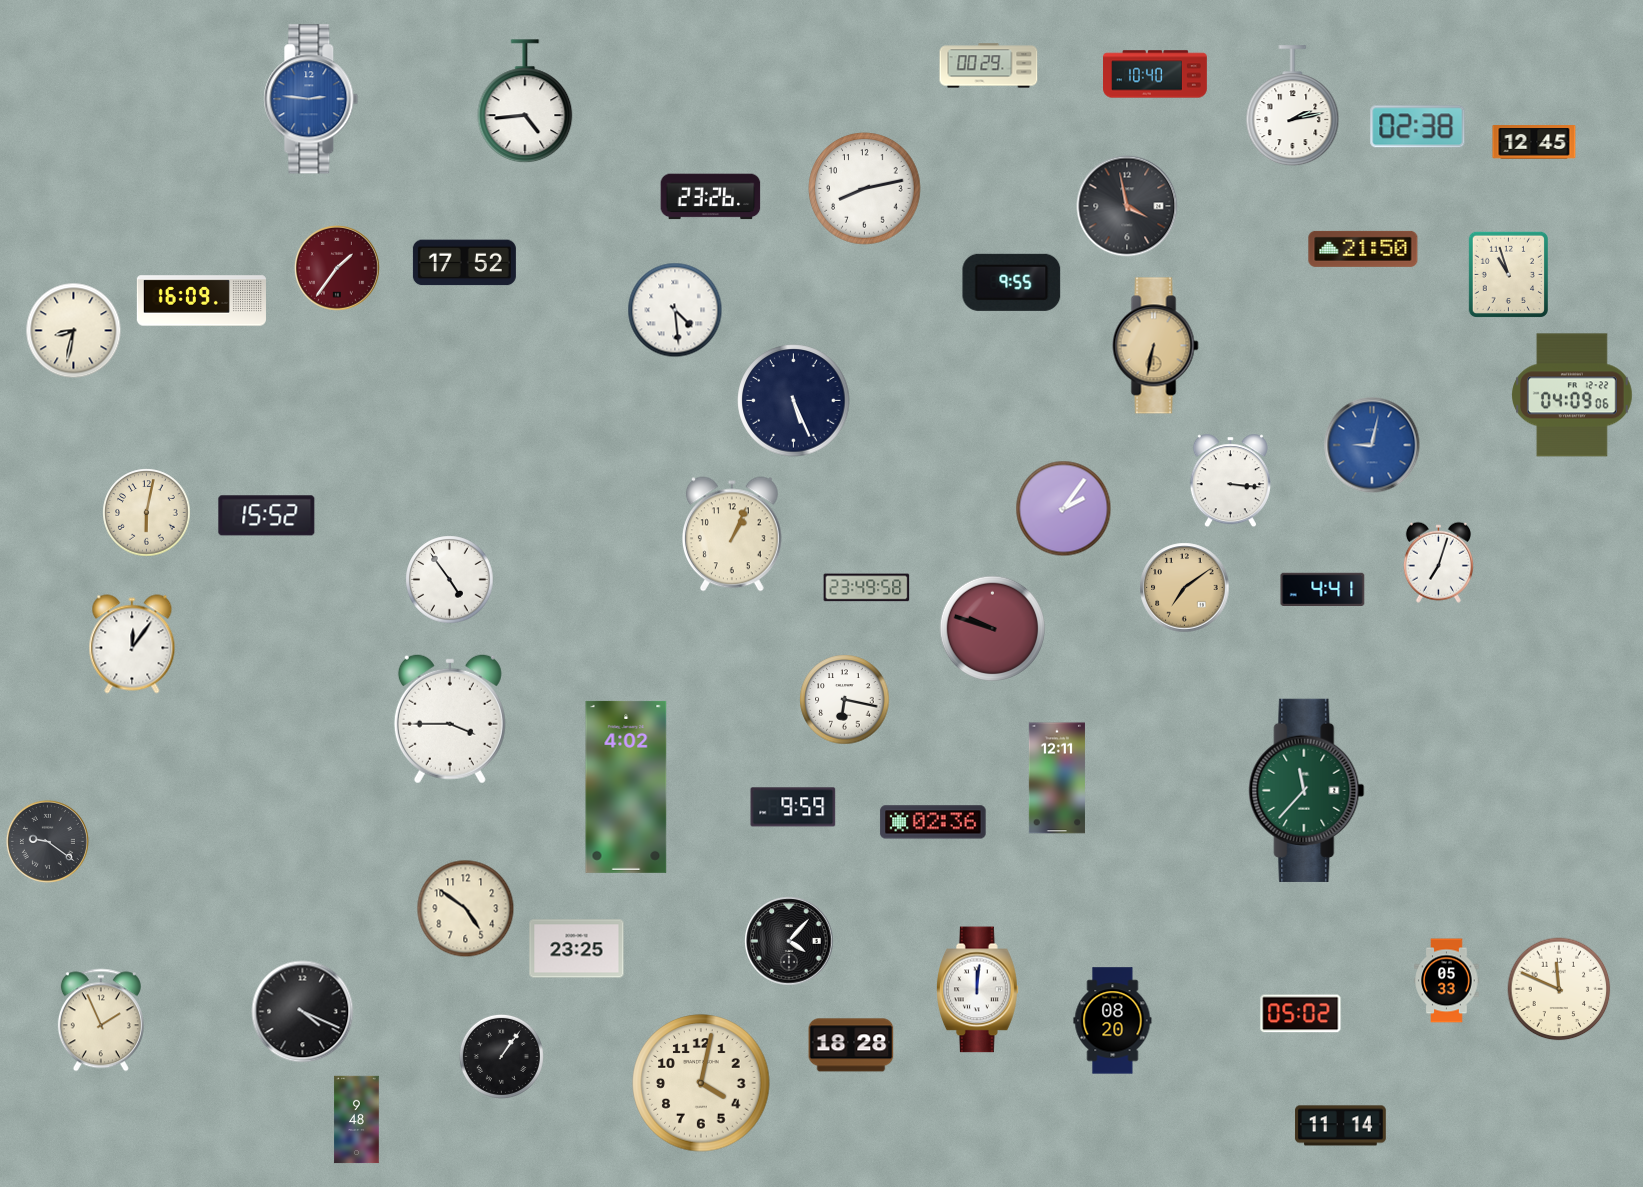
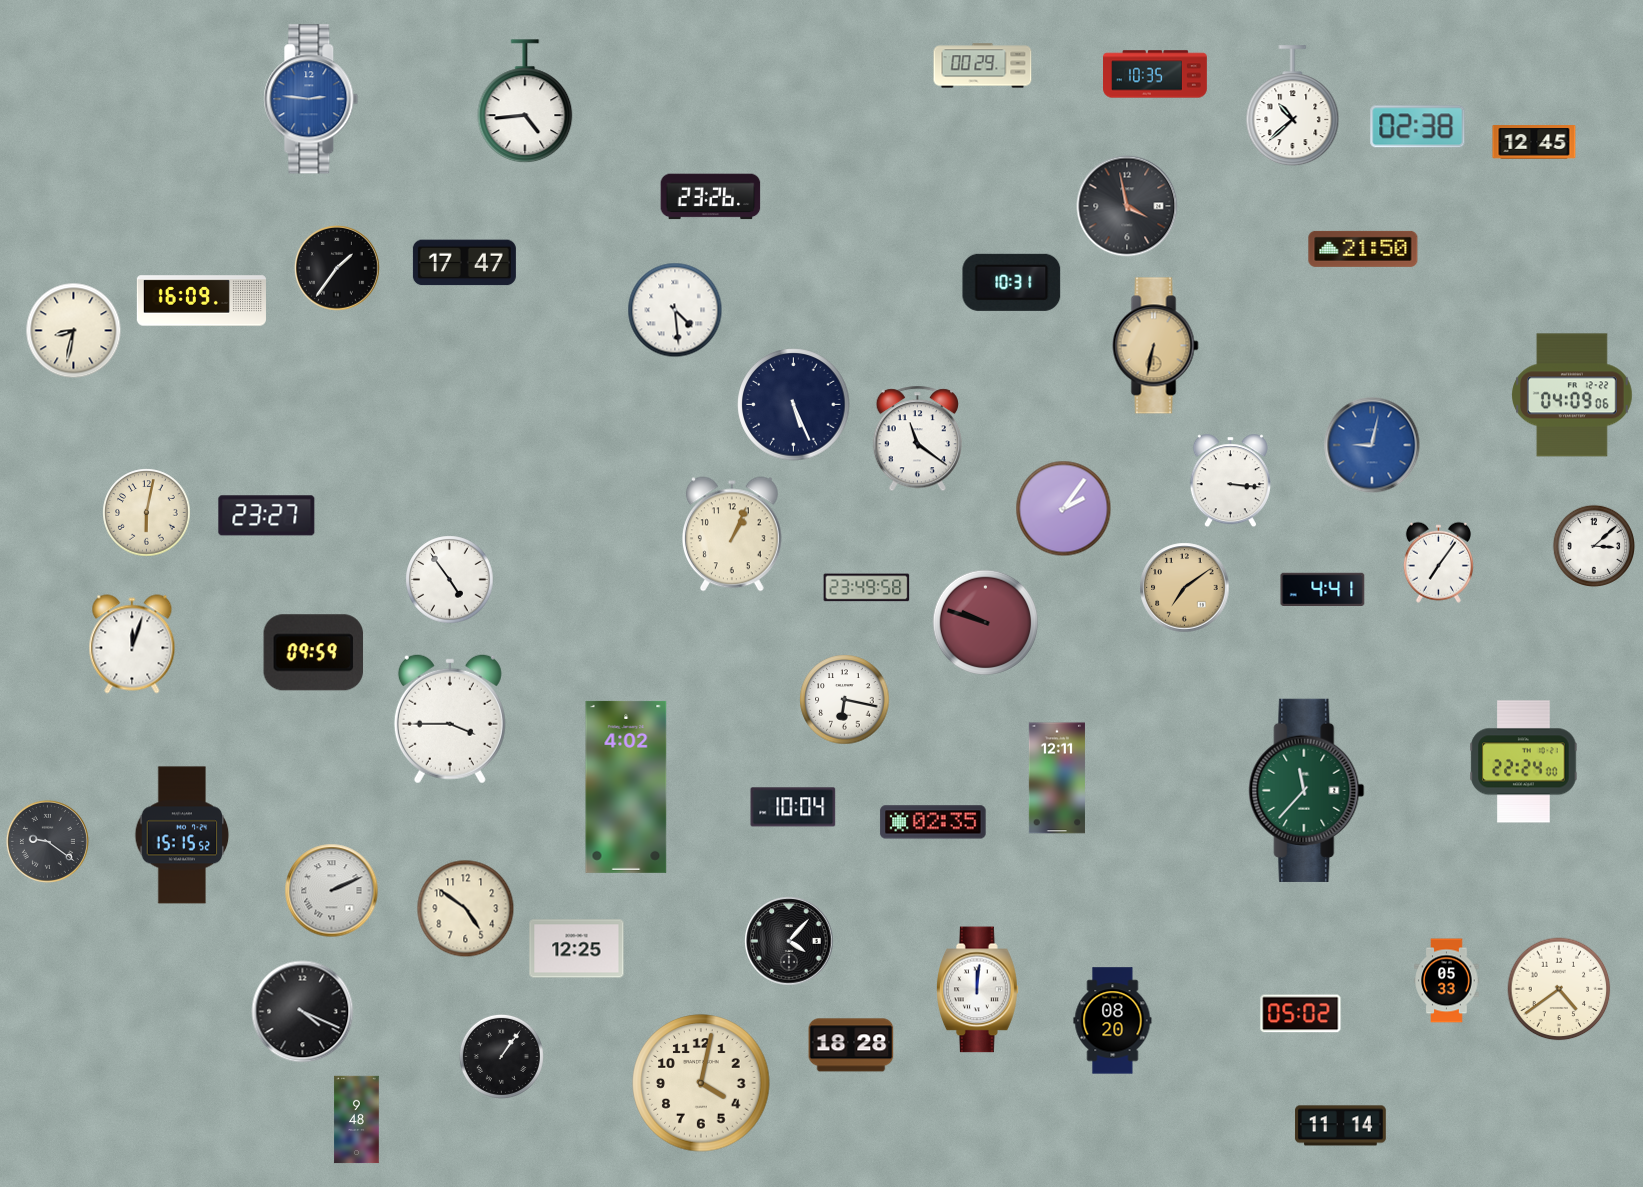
clock at (989, 66) position: (989, 66) -> (983, 66)
clock at (1156, 74): 10:40 -> 10:35
clock at (1293, 106): 2:13 -> 10:38
clock at (865, 189): 8:13 -> none
clock at (464, 263): 17:52 -> 17:47
clock at (338, 269) dial: burgundy -> black
clock at (1508, 274): 10:57 -> none
clock at (1012, 282): 9:55 -> 10:31
clock at (794, 401) position: (794, 401) -> (794, 405)
clock at (917, 439): none -> 11:21
clock at (267, 516): 15:52 -> 23:27
clock at (1593, 545): none -> 3:08
clock at (1438, 562): 7:03 -> 7:06
clock at (992, 628) position: (992, 628) -> (985, 622)
clock at (132, 644): 12:06 -> 12:03
clock at (314, 653): none -> 09:59
clock at (1524, 762): none -> 22:24
clock at (793, 807): 9:59 -> 10:04
clock at (933, 822): 02:36 -> 02:35
clock at (182, 835): none -> 15:15
clock at (332, 891): none -> 2:11
clock at (577, 949): 23:25 -> 12:25
clock at (1559, 989): 11:49 -> 4:39
clock at (101, 1020): 1:56 -> none
